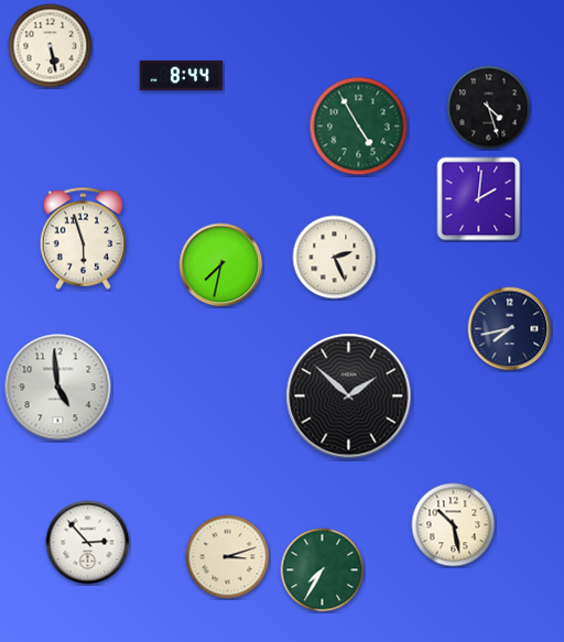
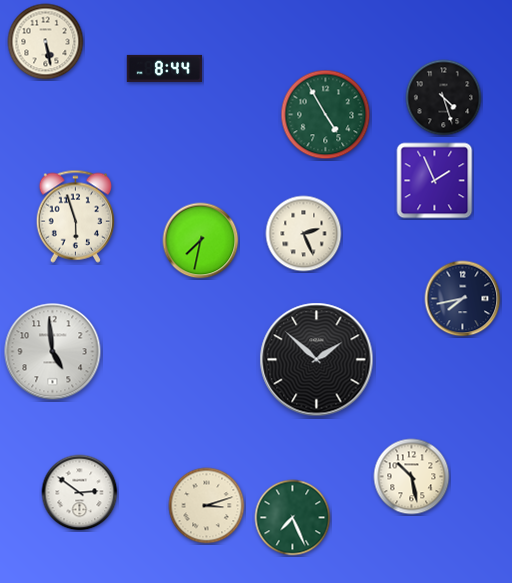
clock at (479, 199): 2:01 -> 1:56
clock at (88, 543): 2:53 -> 2:51
clock at (323, 570): 7:35 -> 7:26
